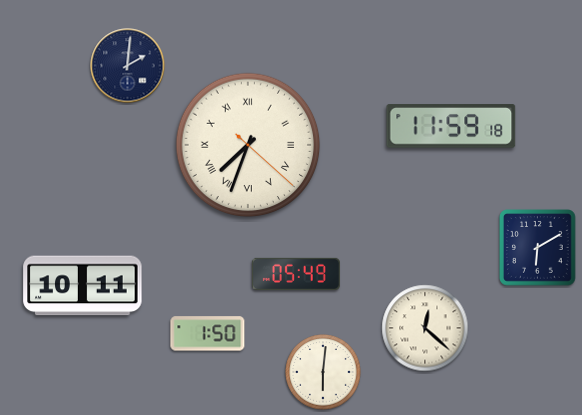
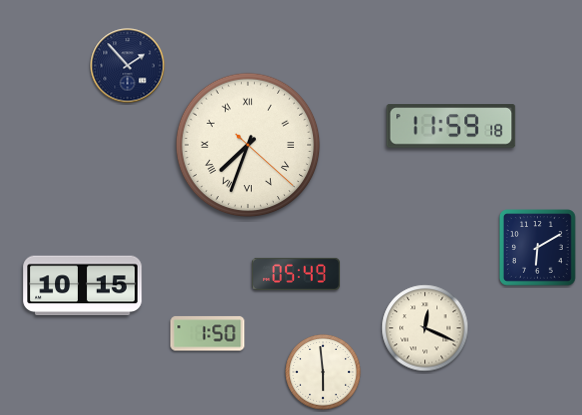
clock at (128, 66): 2:01 -> 1:53
clock at (83, 286): 10:11 -> 10:15
clock at (425, 328): 12:22 -> 12:19
clock at (323, 372): 6:01 -> 5:59
